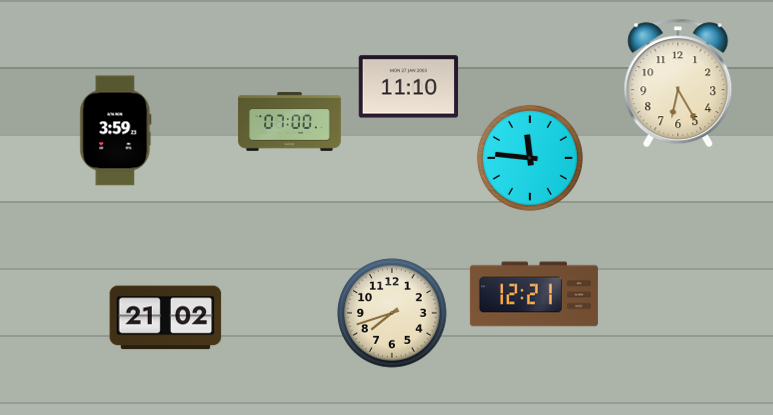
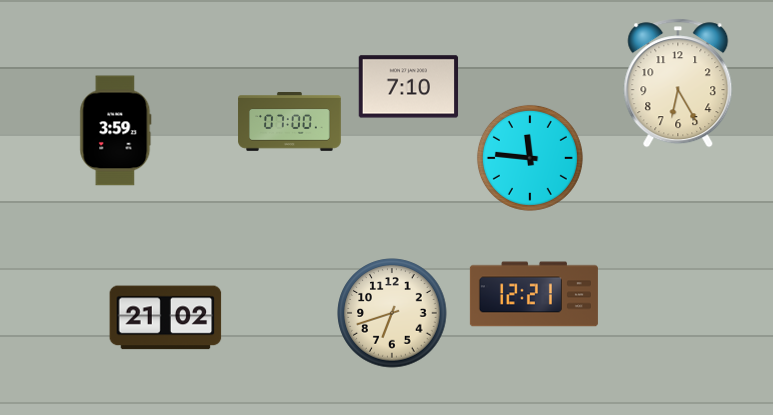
clock at (409, 87): 11:10 -> 7:10
clock at (392, 313): 7:42 -> 6:42
